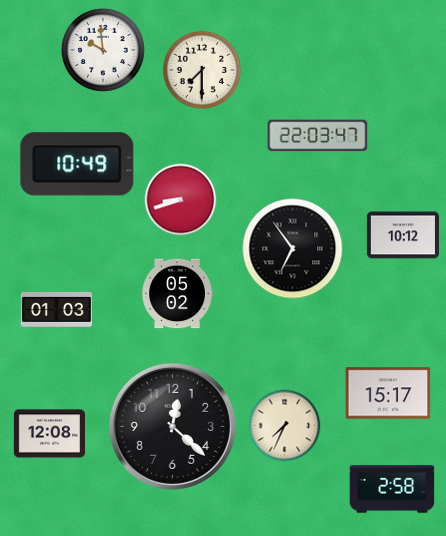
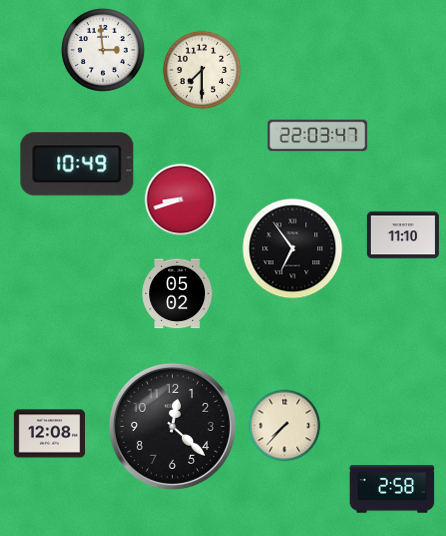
clock at (103, 50): 9:59 -> 2:59
clock at (403, 235): 10:12 -> 11:10
clock at (56, 309): 01:03 -> none
clock at (388, 393): 15:17 -> none
clock at (285, 426): 7:34 -> 7:37
